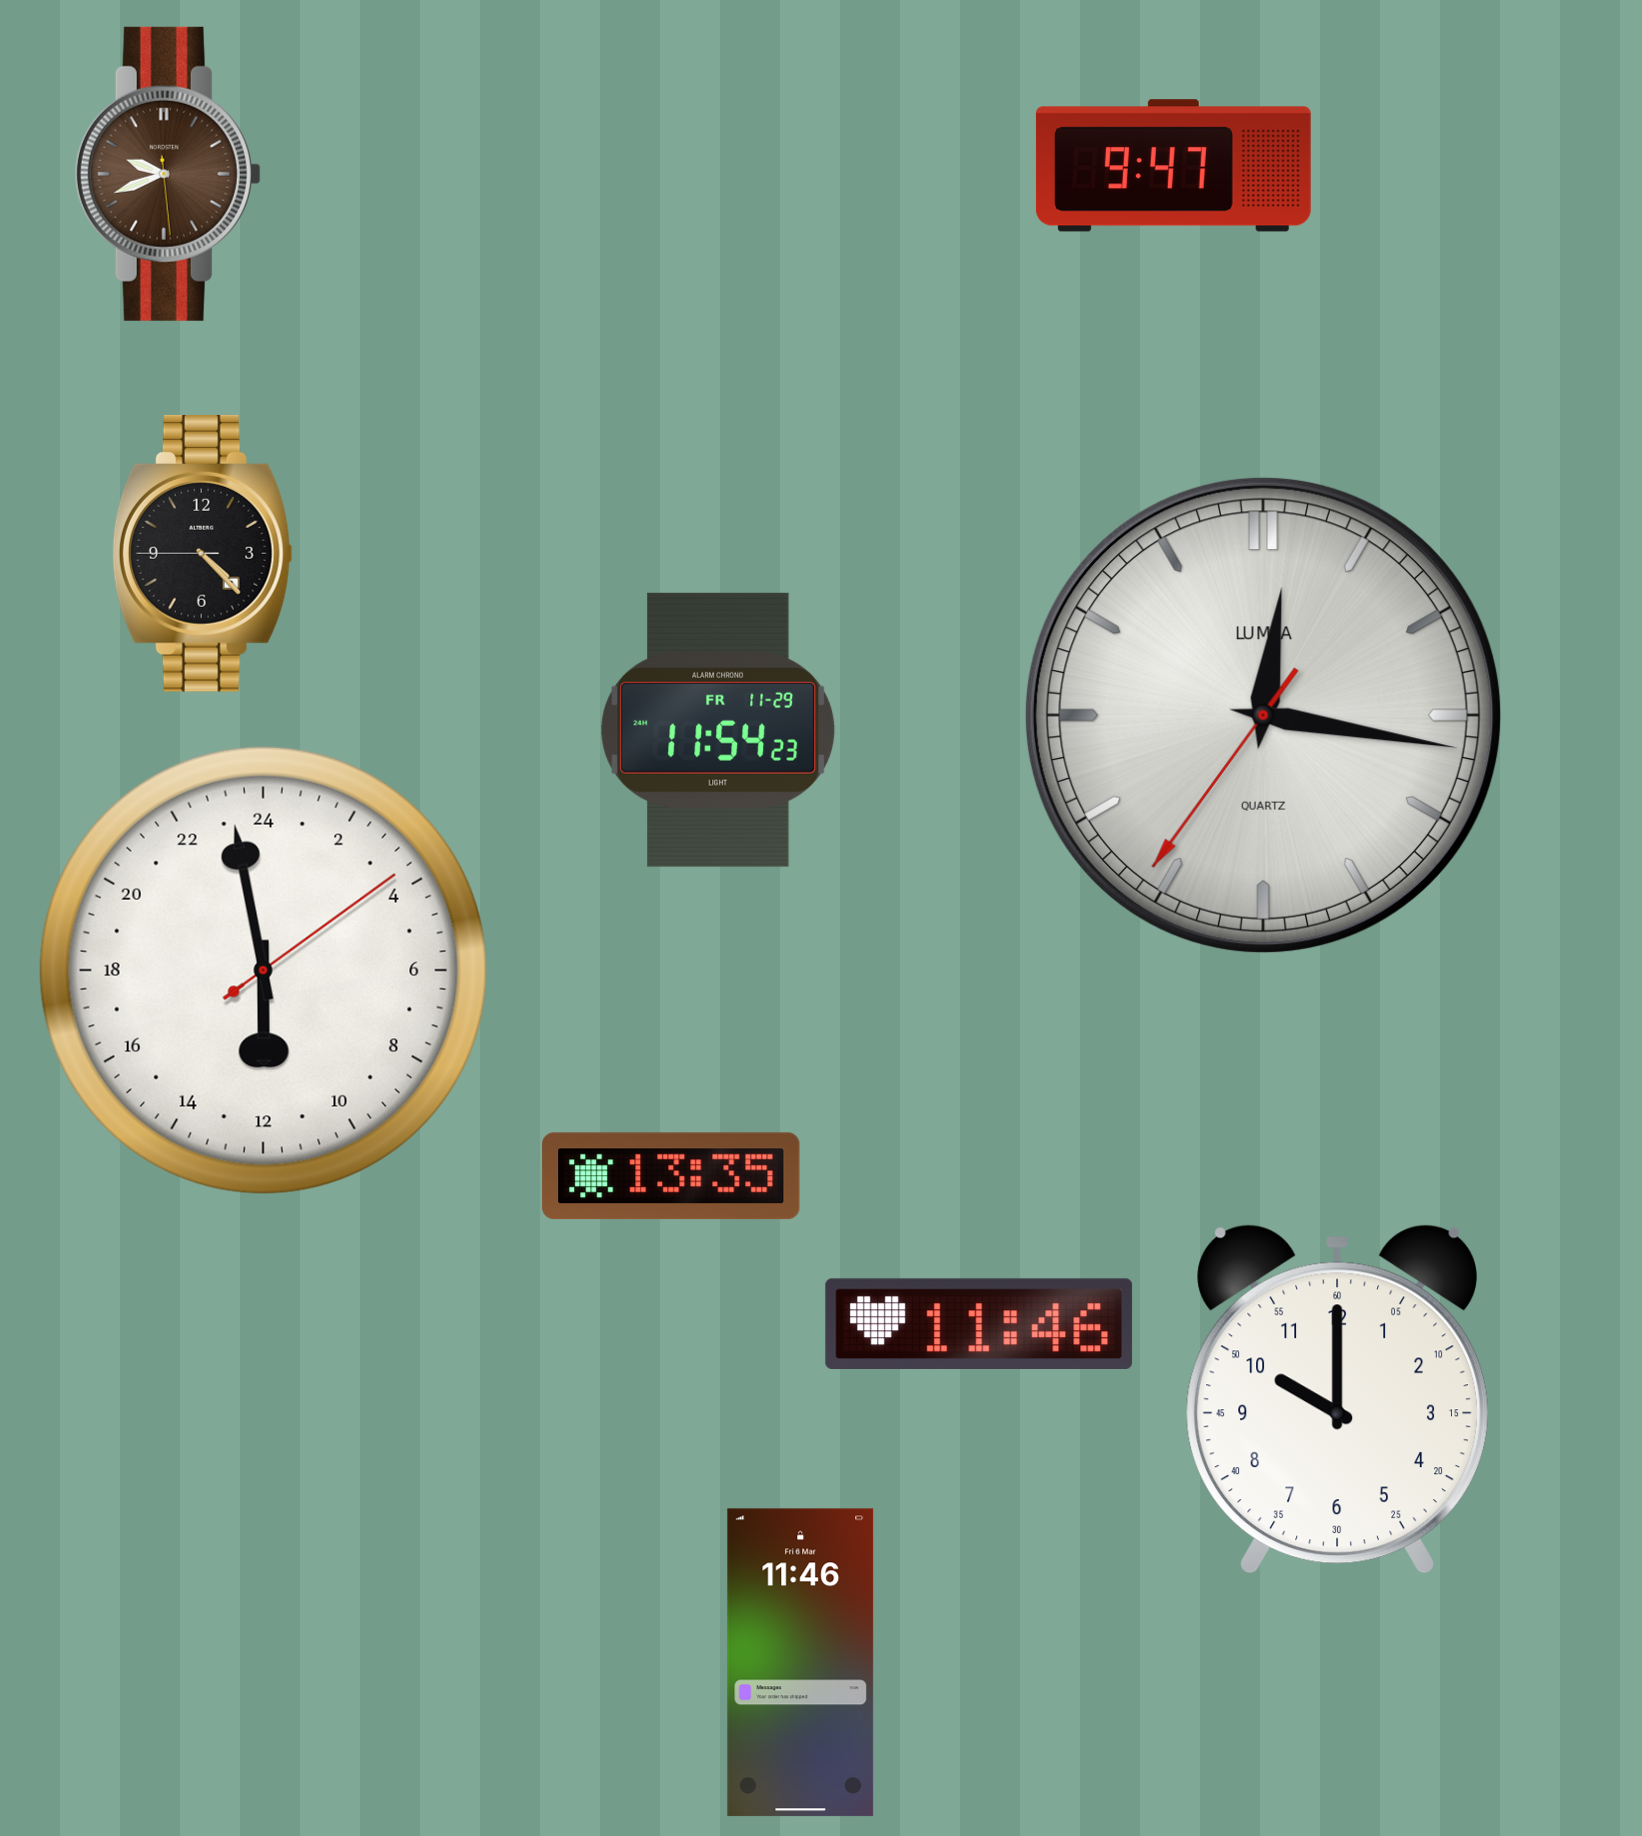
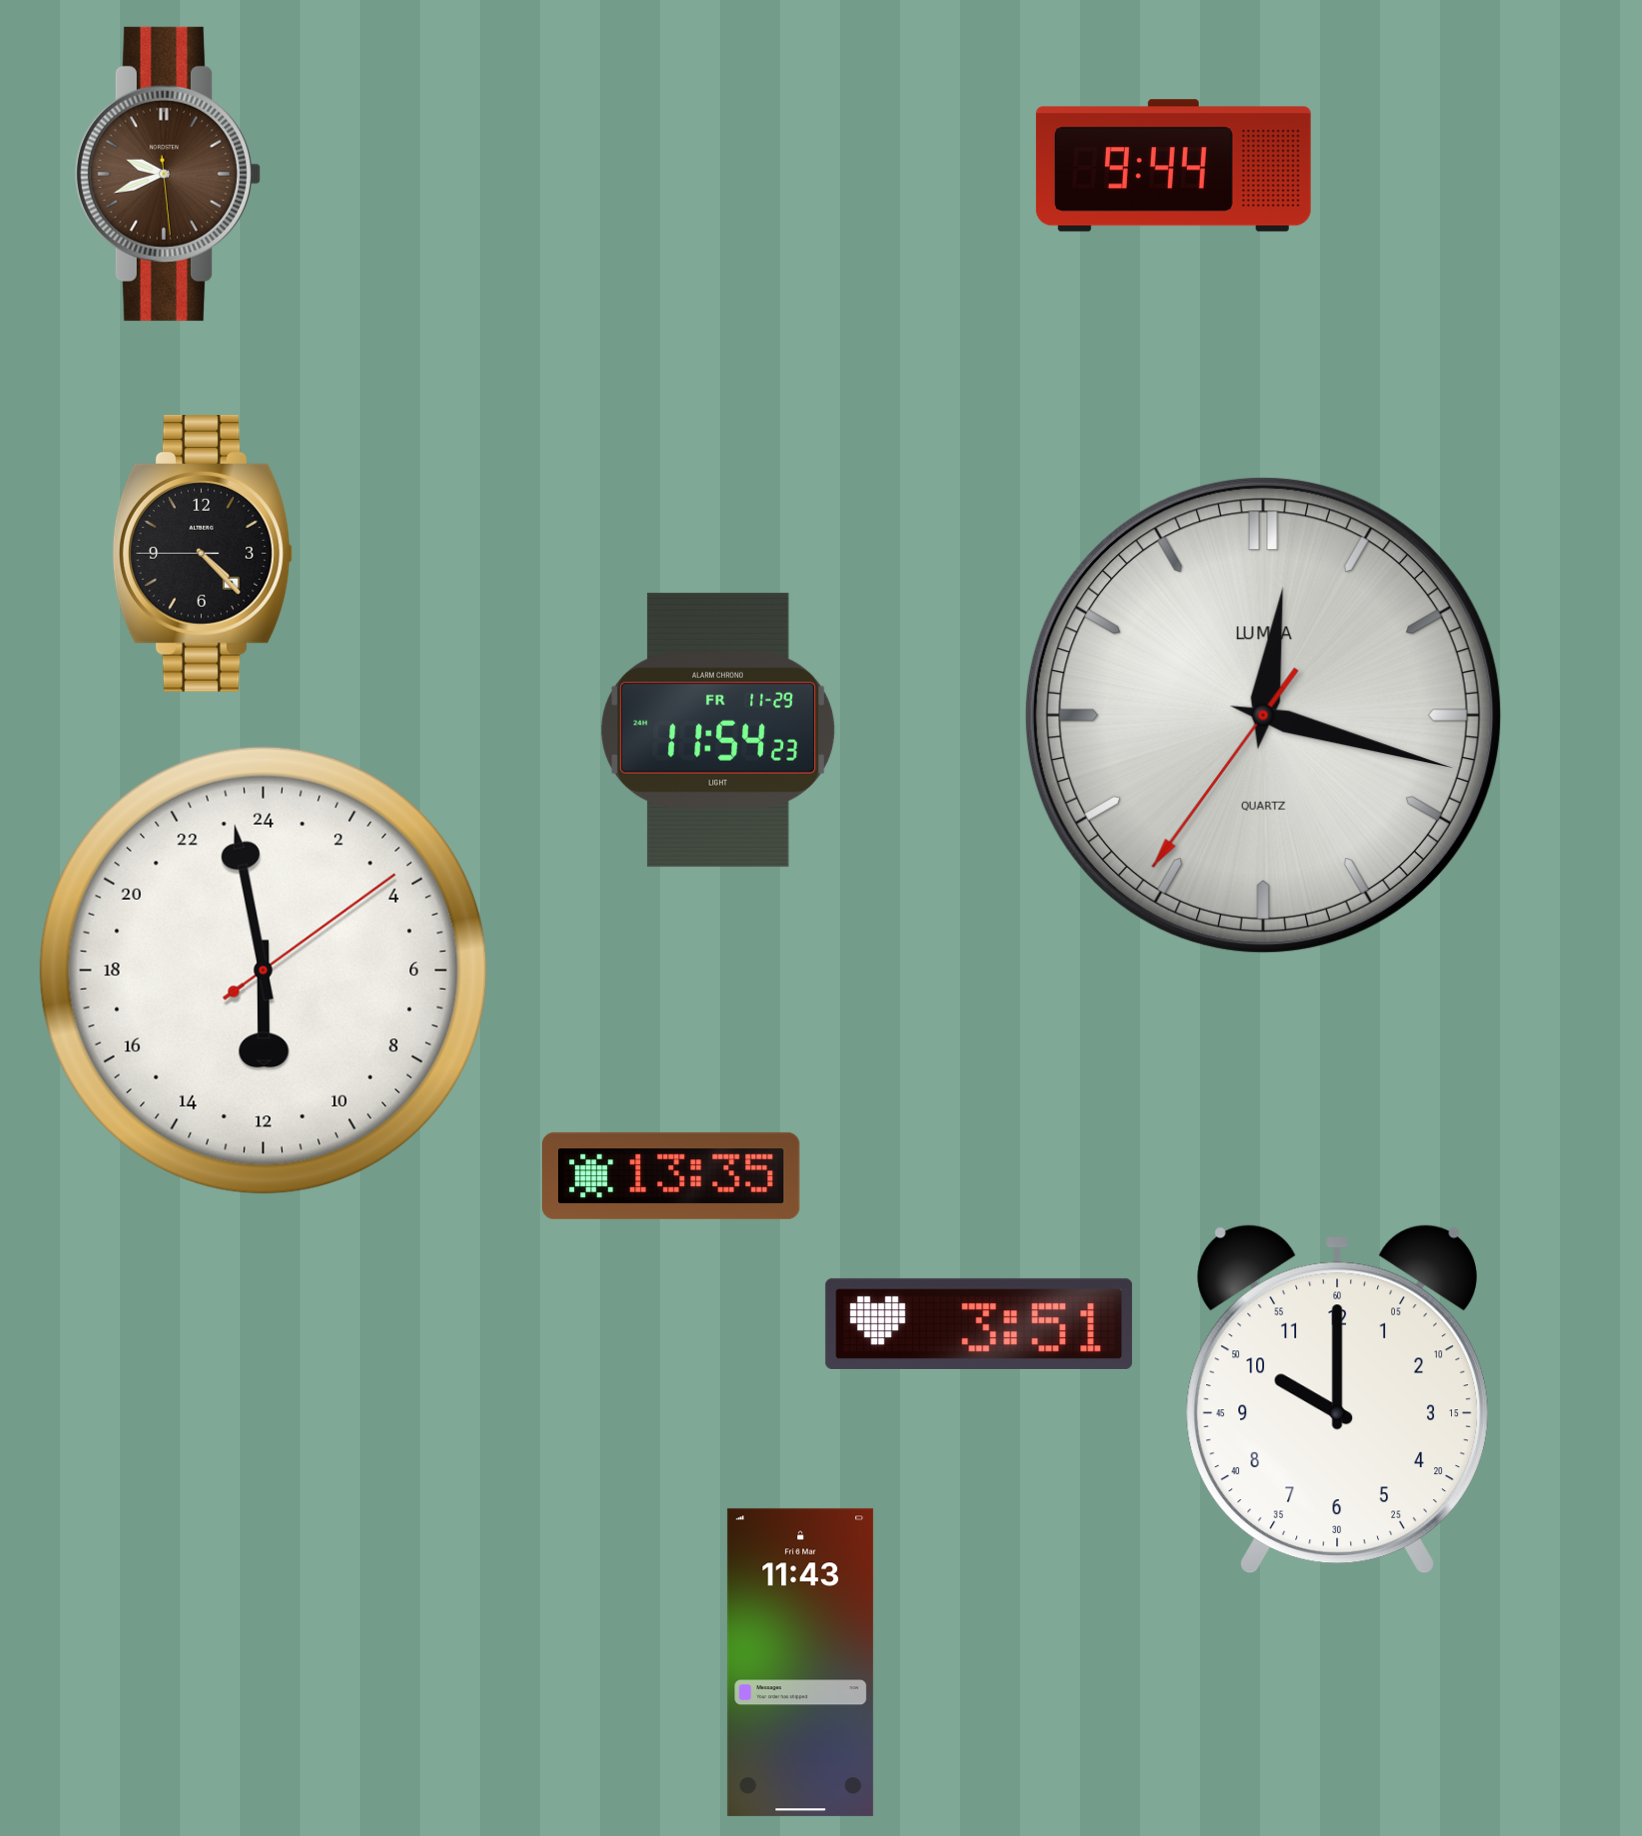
clock at (1173, 166): 9:47 -> 9:44
clock at (1263, 715): 12:16 -> 12:17
clock at (979, 1324): 11:46 -> 3:51
clock at (801, 1663): 11:46 -> 11:43
